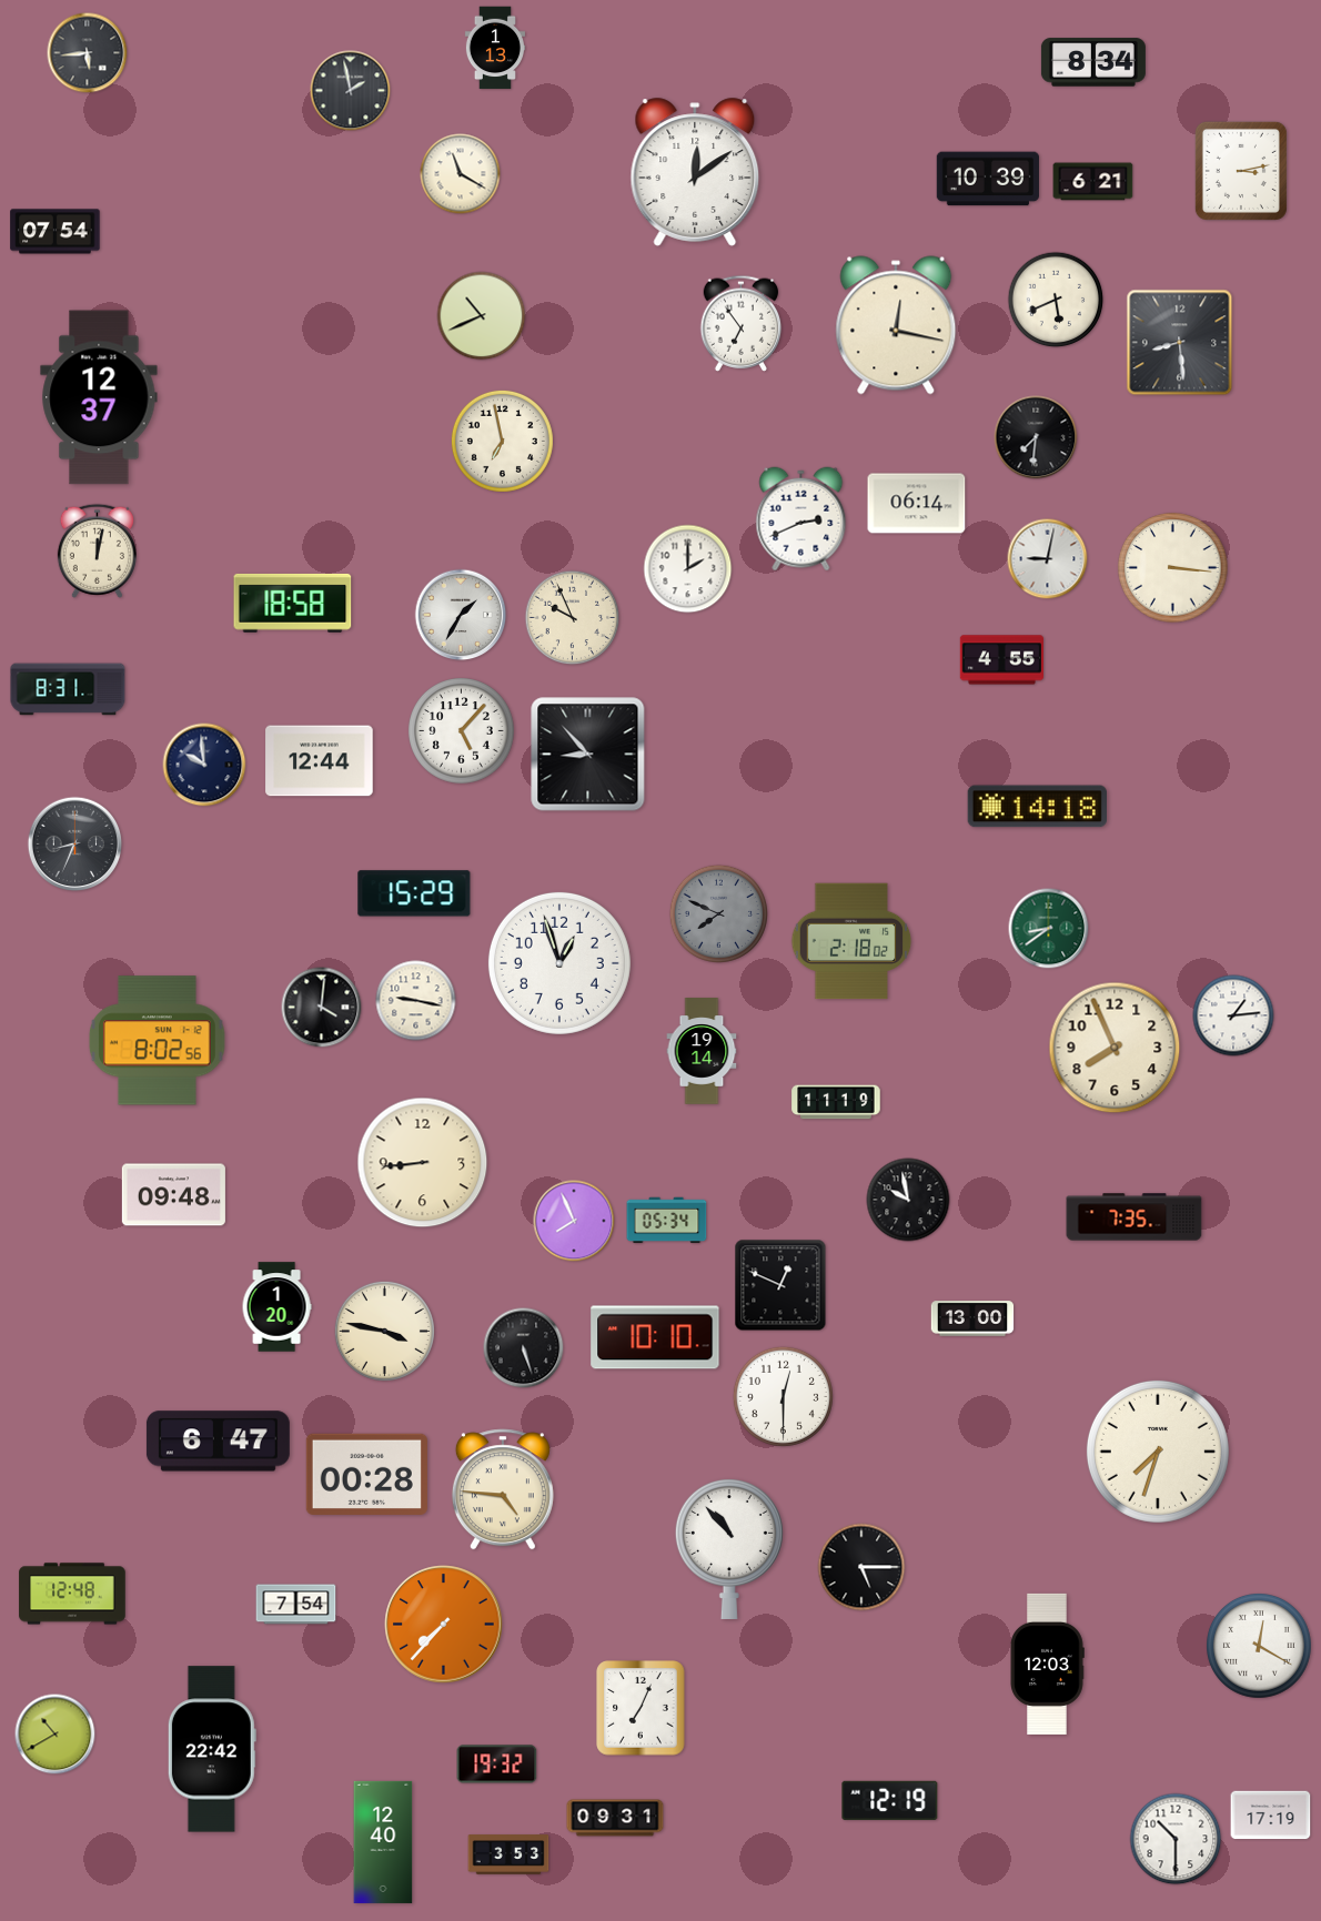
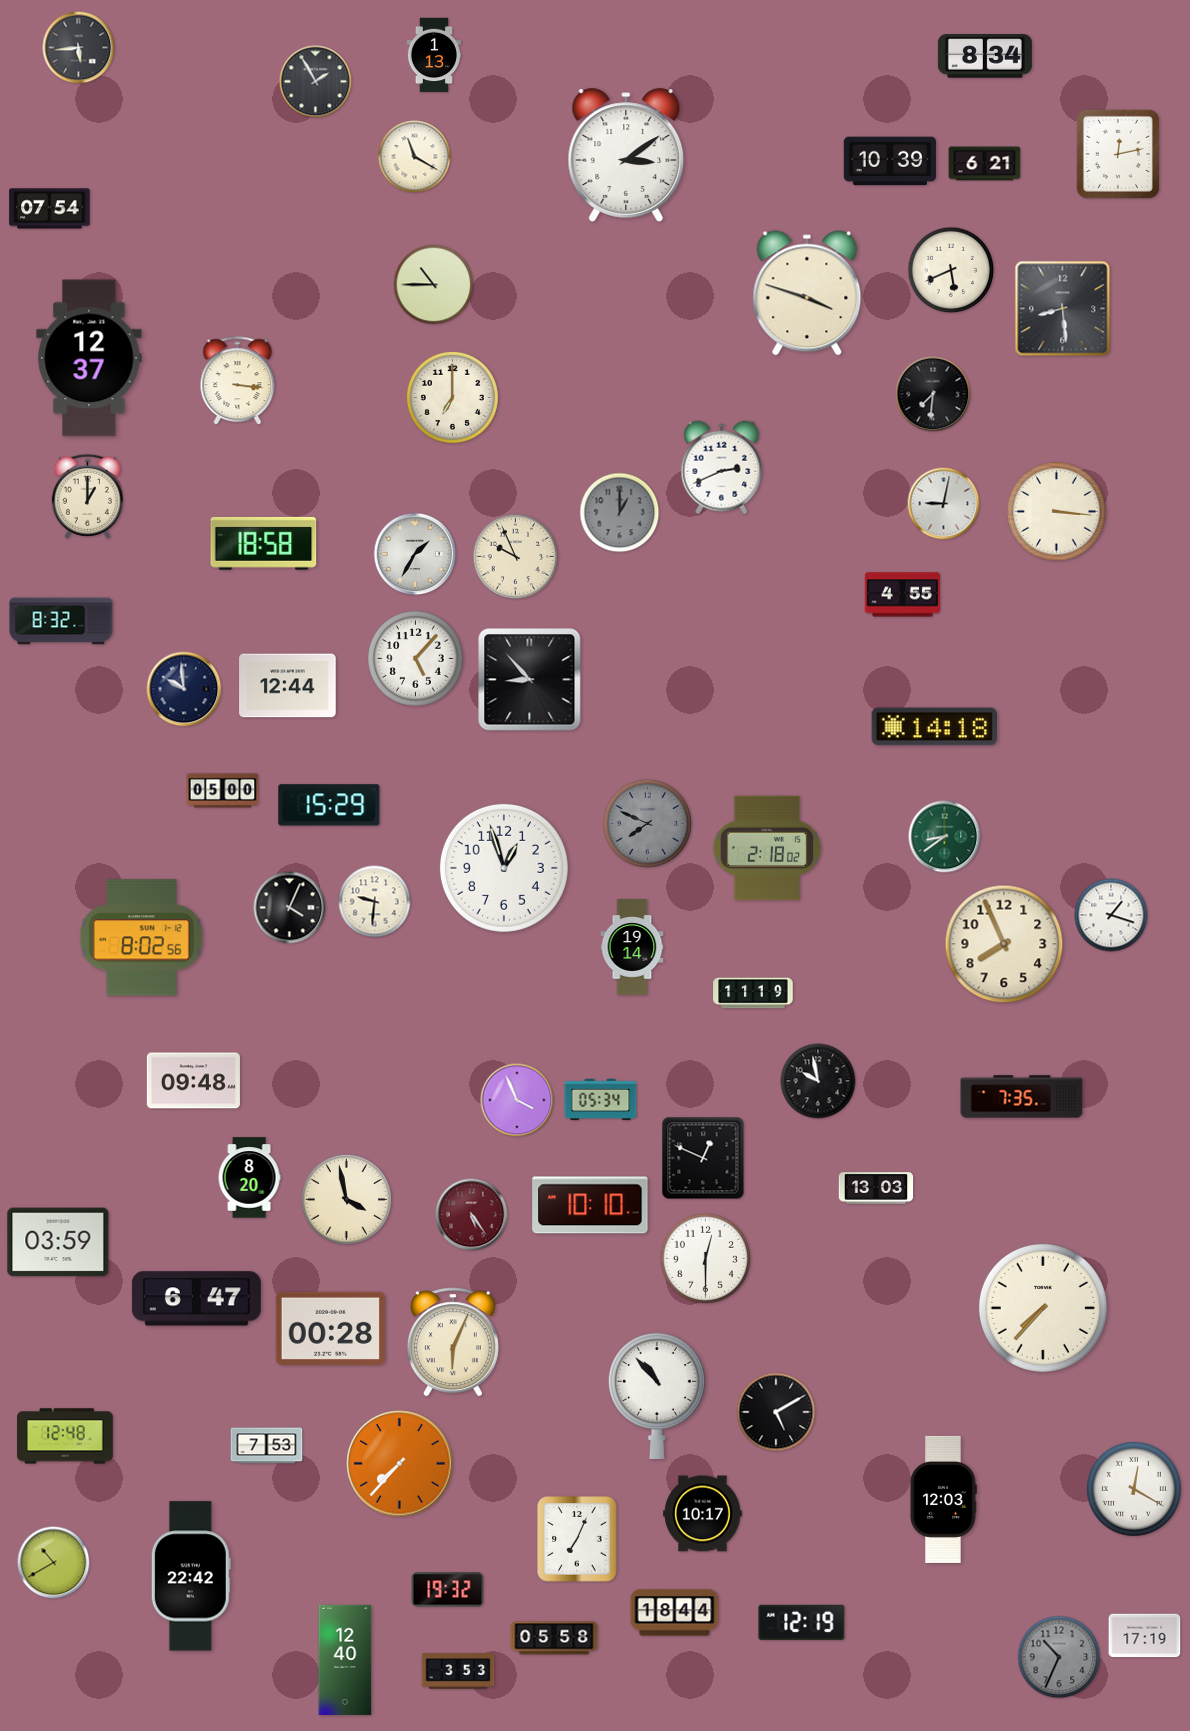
clock at (494, 48) position: (494, 48) -> (433, 55)
clock at (351, 91): 1:58 -> 1:55
clock at (1241, 171): 3:13 -> 12:13
clock at (695, 172): 12:09 -> 3:09
clock at (482, 316): 10:41 -> 10:45
clock at (742, 323): 6:54 -> none
clock at (896, 325): 12:17 -> 3:48
clock at (238, 381): none -> 3:16
clock at (502, 441): 6:58 -> 7:00
clock at (917, 504): 06:14 -> none
clock at (97, 550): 12:02 -> 1:00
clock at (688, 569): 2:00 -> 1:00
clock at (688, 569) dial: white -> grey
clock at (68, 689): 8:31 -> 8:32
clock at (75, 845): 8:34 -> none
clock at (223, 791): none -> 05:00
clock at (414, 893) position: (414, 893) -> (329, 805)
clock at (416, 1001): 9:17 -> 9:31
clock at (322, 1008): 4:01 -> 4:04
clock at (1233, 1015): 1:14 -> 1:18
clock at (423, 1163): 8:44 -> none
clock at (173, 1195) position: (173, 1195) -> (193, 1081)
clock at (574, 1221): 7:56 -> 3:56
clock at (276, 1307): 1:20 -> 8:20
clock at (972, 1318): 13:00 -> 13:03
clock at (384, 1331): 3:47 -> 3:58
clock at (524, 1348): 5:27 -> 5:24
clock at (524, 1348) dial: black -> burgundy
clock at (58, 1242): none -> 03:59
clock at (1158, 1452): 7:33 -> 7:37
clock at (503, 1489): 4:46 -> 6:04
clock at (861, 1567): 5:15 -> 5:10
clock at (296, 1605): 7:54 -> 7:53
clock at (1260, 1647) position: (1260, 1647) -> (1135, 1490)
clock at (703, 1514): none -> 10:17
clock at (56, 1735) position: (56, 1735) -> (54, 1563)
clock at (675, 1613): none -> 18:44
clock at (615, 1818): 09:31 -> 05:58
clock at (1176, 1839): 10:30 -> 10:34
clock at (1176, 1839) dial: white -> grey
